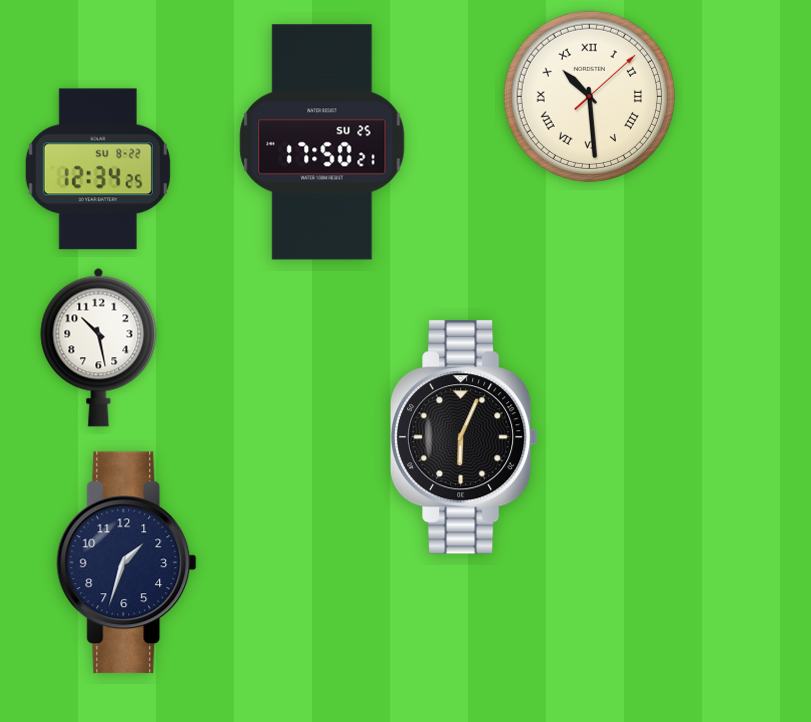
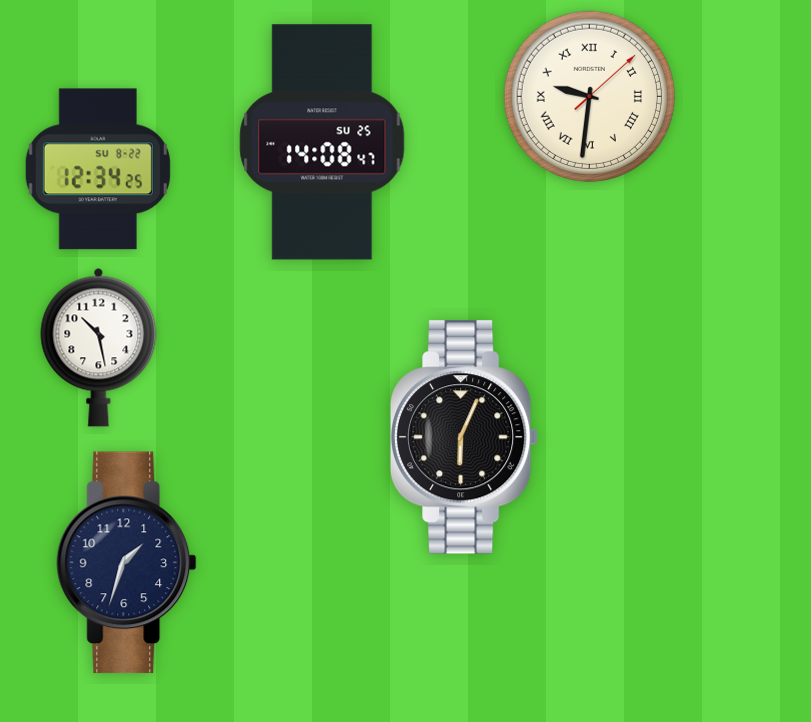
clock at (589, 96): 10:29 -> 9:31
clock at (322, 142): 17:50 -> 14:08
